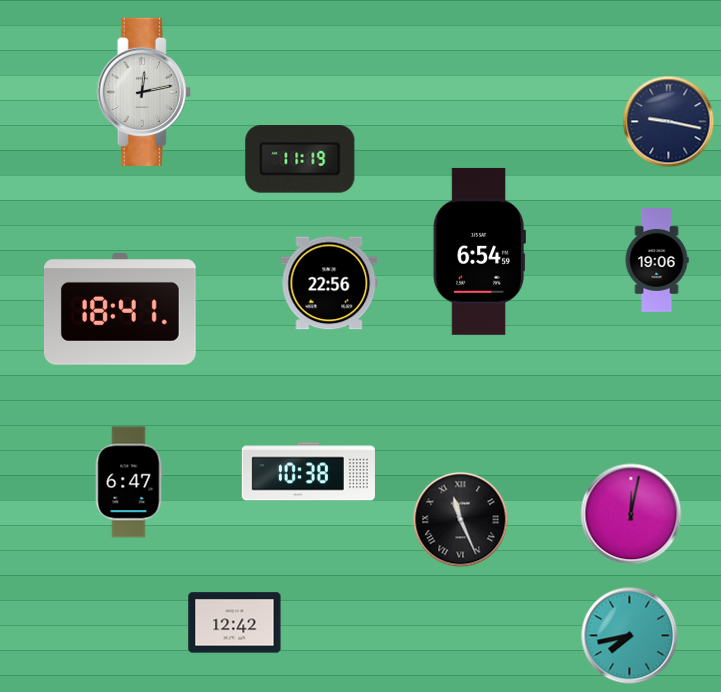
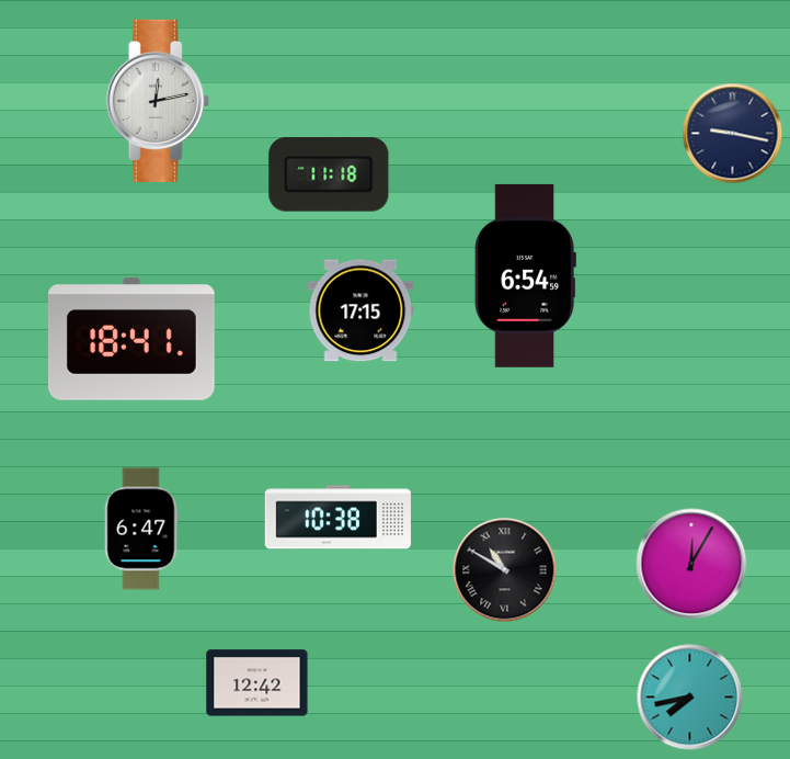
clock at (300, 159): 11:19 -> 11:18
clock at (657, 261): 19:06 -> none
clock at (329, 283): 22:56 -> 17:15
clock at (631, 514): 12:02 -> 12:05
clock at (461, 520): 11:26 -> 10:50
